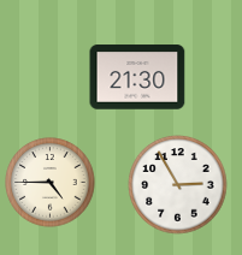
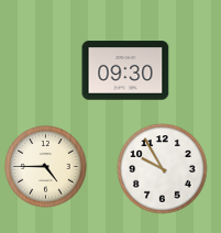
clock at (137, 77): 21:30 -> 09:30
clock at (178, 185): 2:55 -> 9:55
